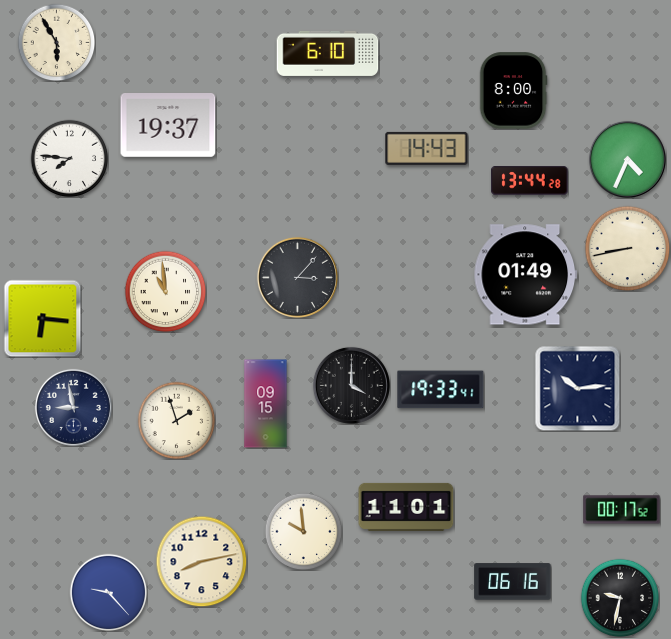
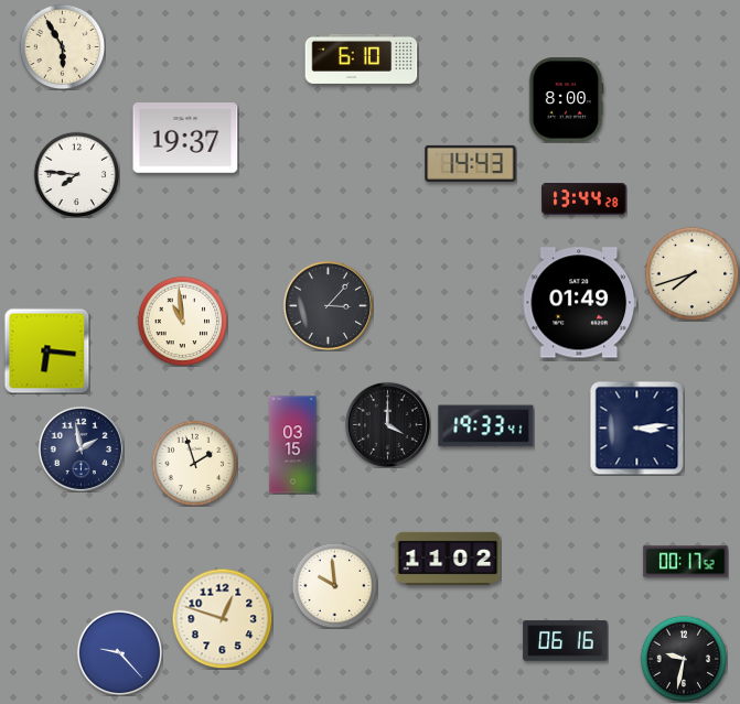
clock at (627, 159): 4:34 -> none
clock at (627, 248): 8:43 -> 7:42
clock at (577, 388): 10:14 -> 3:14
clock at (441, 390) position: (441, 390) -> (486, 426)
clock at (266, 404): 09:15 -> 03:15
clock at (73, 407): 8:58 -> 1:58
clock at (406, 507): 11:01 -> 11:02
clock at (201, 561): 8:13 -> 12:48
